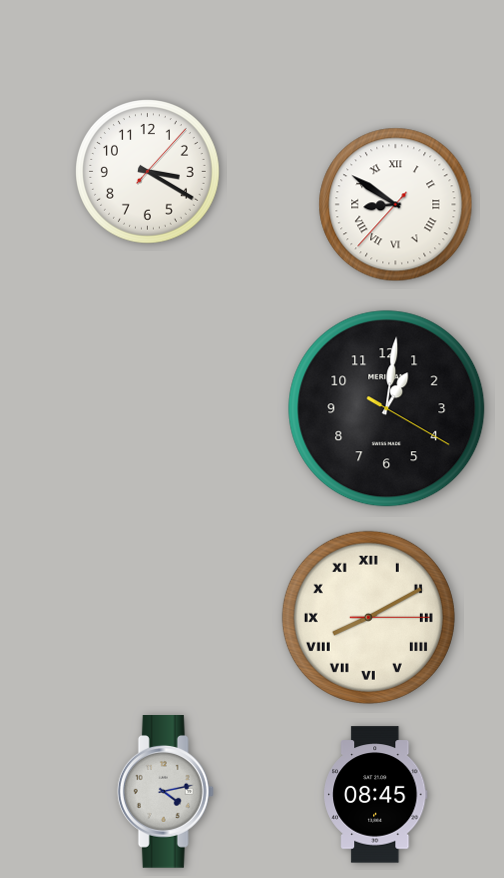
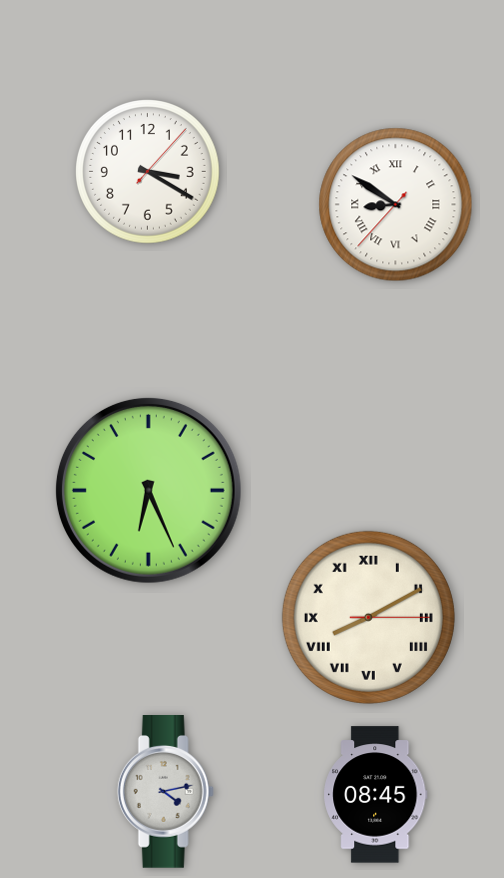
clock at (387, 409): 1:01 -> none
clock at (148, 490): none -> 6:26
